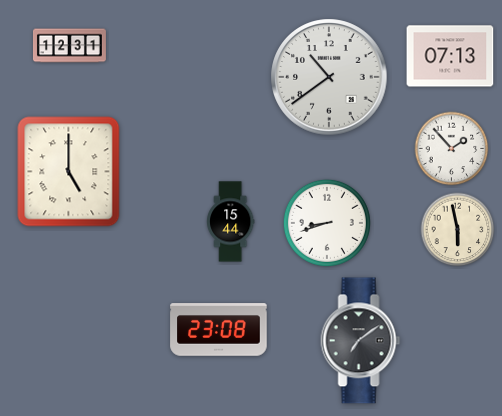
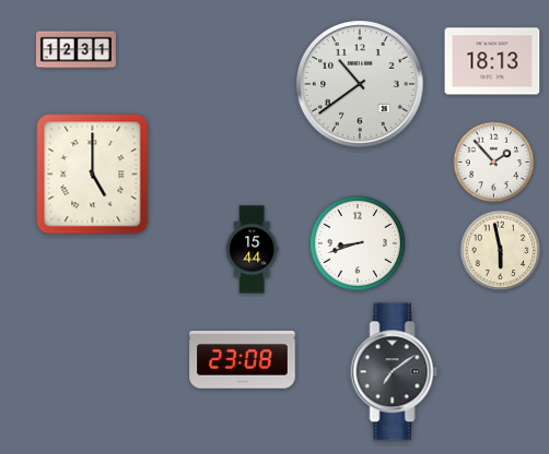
clock at (450, 56): 07:13 -> 18:13
clock at (69, 172) position: (69, 172) -> (93, 175)
clock at (230, 222) position: (230, 222) -> (252, 250)
clock at (219, 330) position: (219, 330) -> (243, 360)
